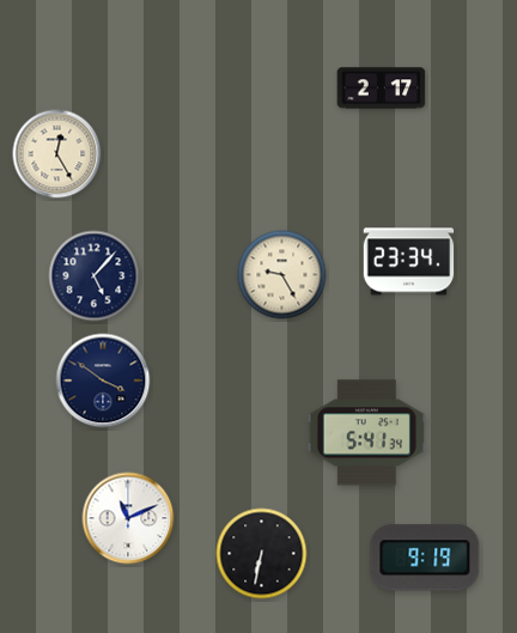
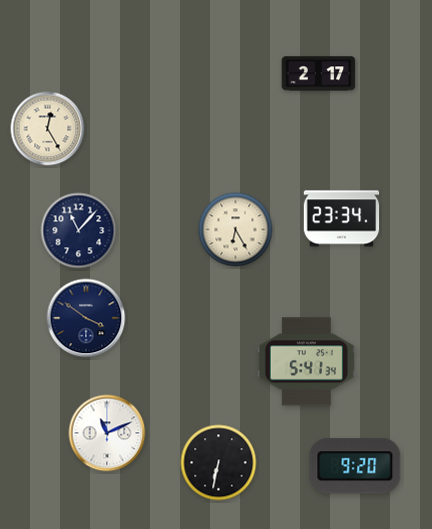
clock at (282, 275): 9:25 -> 6:25
clock at (95, 276): 5:07 -> 11:07
clock at (425, 558): 9:19 -> 9:20
